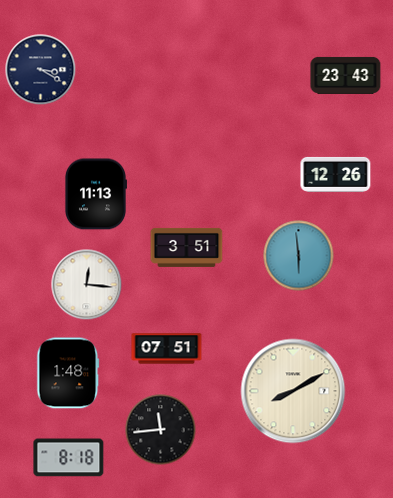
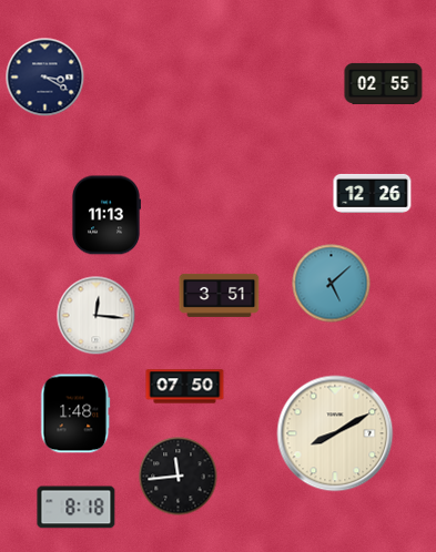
clock at (346, 75): 23:43 -> 02:55
clock at (187, 247) position: (187, 247) -> (220, 295)
clock at (299, 256): 5:59 -> 5:08
clock at (167, 349): 07:51 -> 07:50
clock at (293, 391) position: (293, 391) -> (335, 433)
